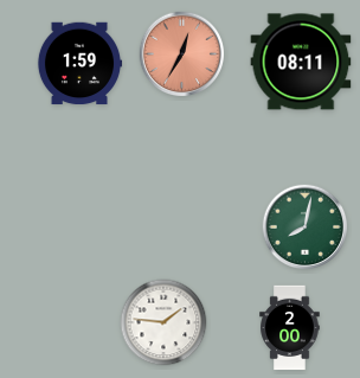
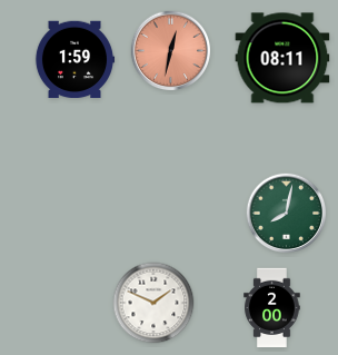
clock at (182, 55): 12:35 -> 12:32
clock at (163, 322): 1:46 -> 1:49
